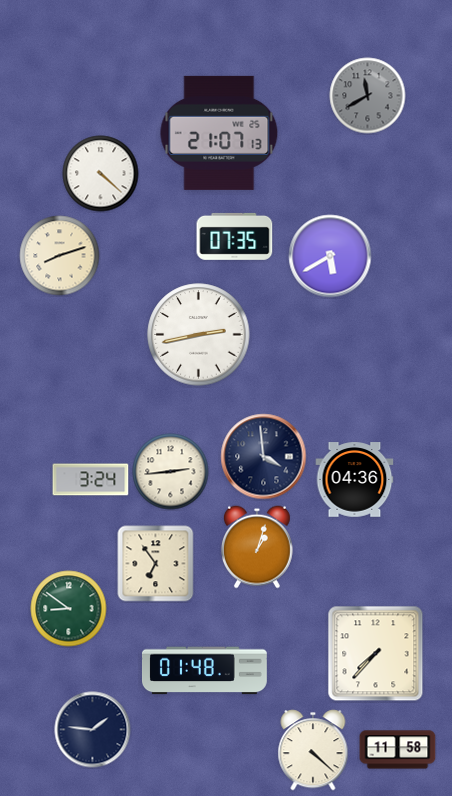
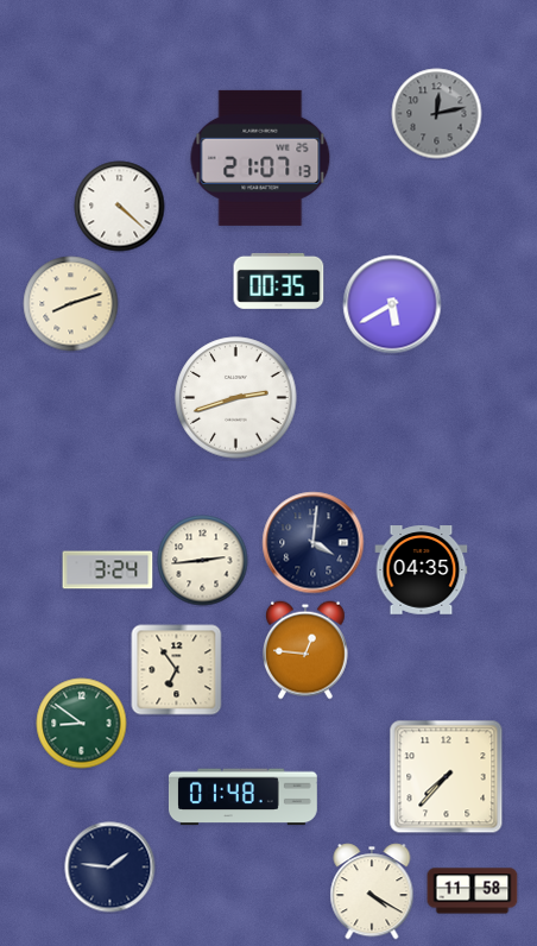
clock at (368, 96): 11:40 -> 12:13
clock at (235, 236): 07:35 -> 00:35
clock at (199, 335): 2:43 -> 2:42
clock at (264, 457): 3:59 -> 4:01
clock at (355, 480): 04:36 -> 04:35
clock at (257, 547): 1:03 -> 12:46
clock at (156, 564) position: (156, 564) -> (177, 670)
clock at (313, 750): 4:22 -> 4:20
